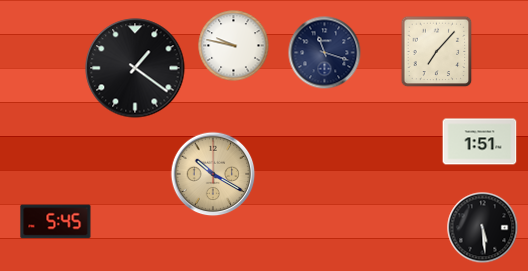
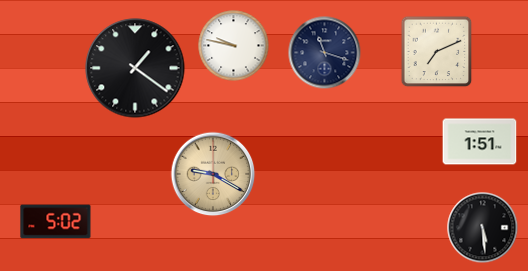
clock at (437, 52): 7:07 -> 7:11
clock at (213, 174): 10:20 -> 9:20
clock at (56, 222): 5:45 -> 5:02
